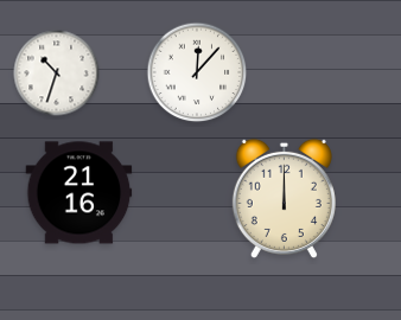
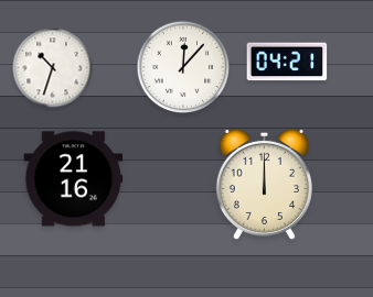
clock at (287, 62): none -> 04:21
